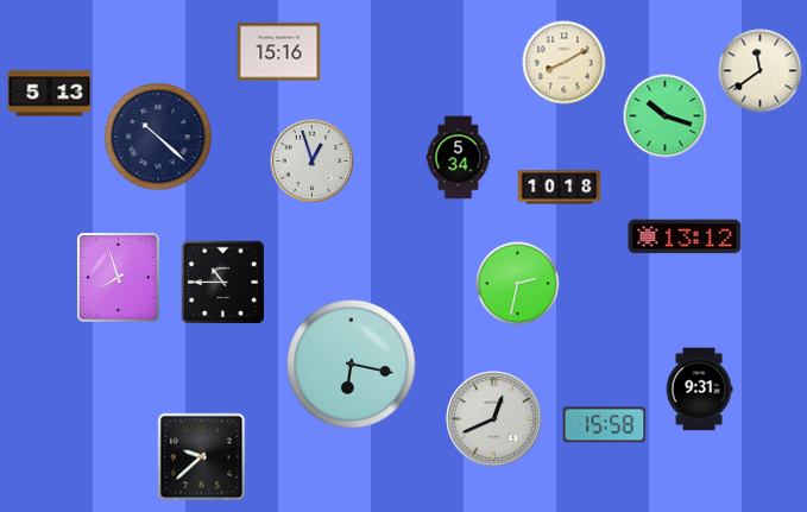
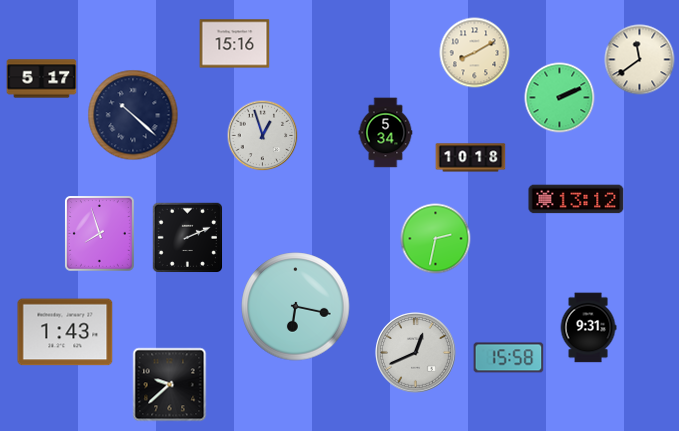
clock at (50, 94): 5:13 -> 5:17
clock at (666, 116): 10:18 -> 2:11
clock at (222, 282): 10:45 -> 2:11
clock at (65, 332): none -> 1:43
